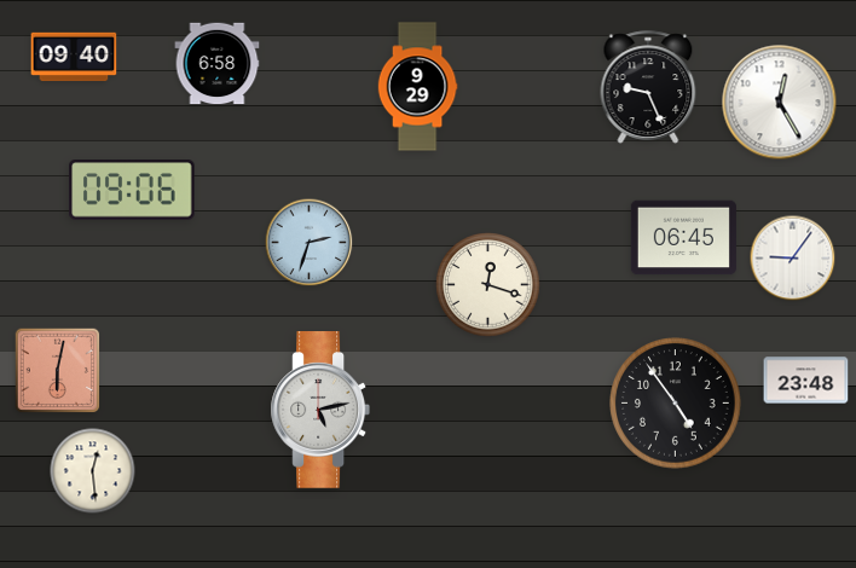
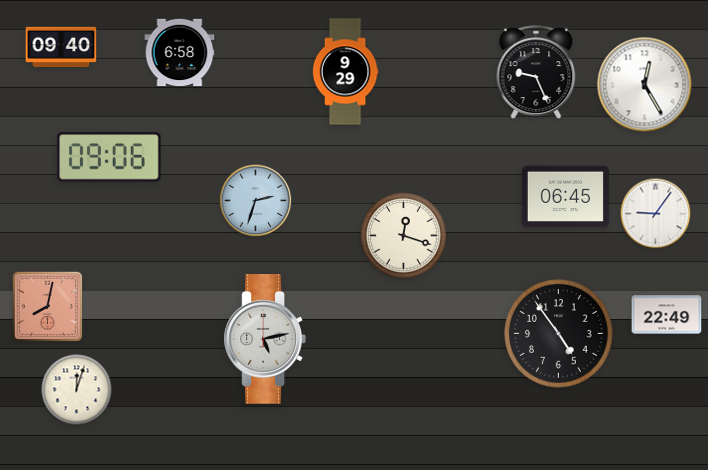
clock at (58, 371): 6:02 -> 8:02
clock at (806, 381): 23:48 -> 22:49
clock at (93, 471): 12:29 -> 12:03
